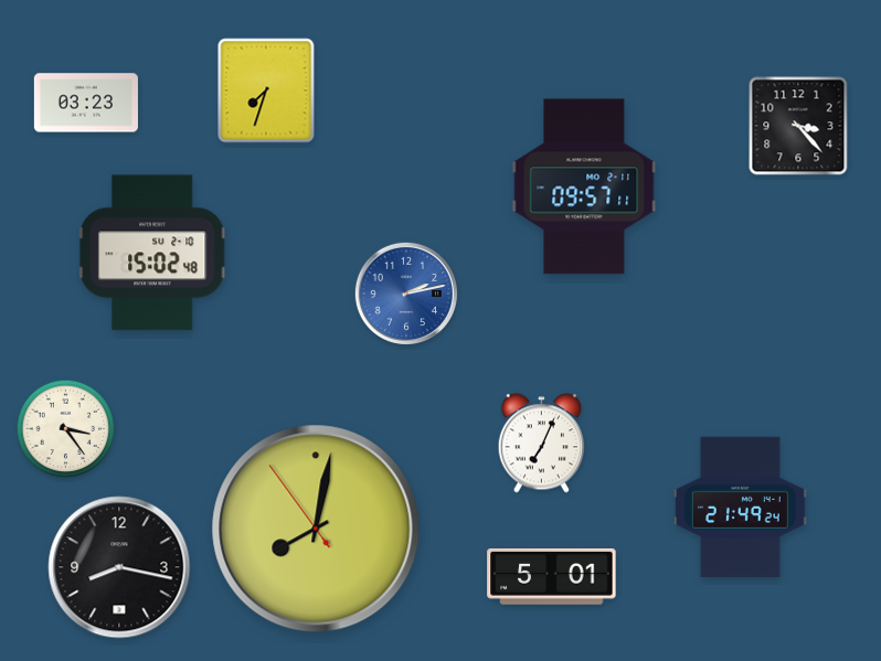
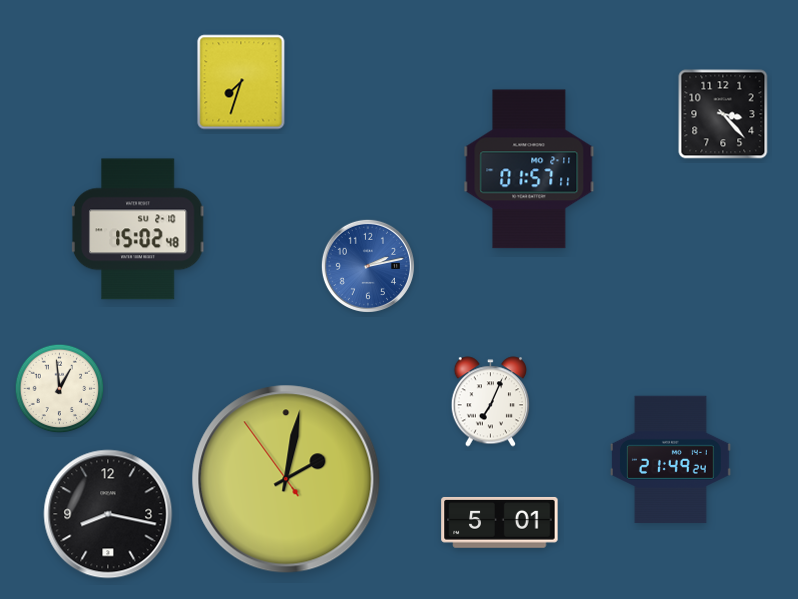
clock at (86, 103): 03:23 -> none
clock at (584, 186): 09:57 -> 01:57
clock at (66, 429): 3:24 -> 12:59
clock at (316, 529): 8:01 -> 2:01
